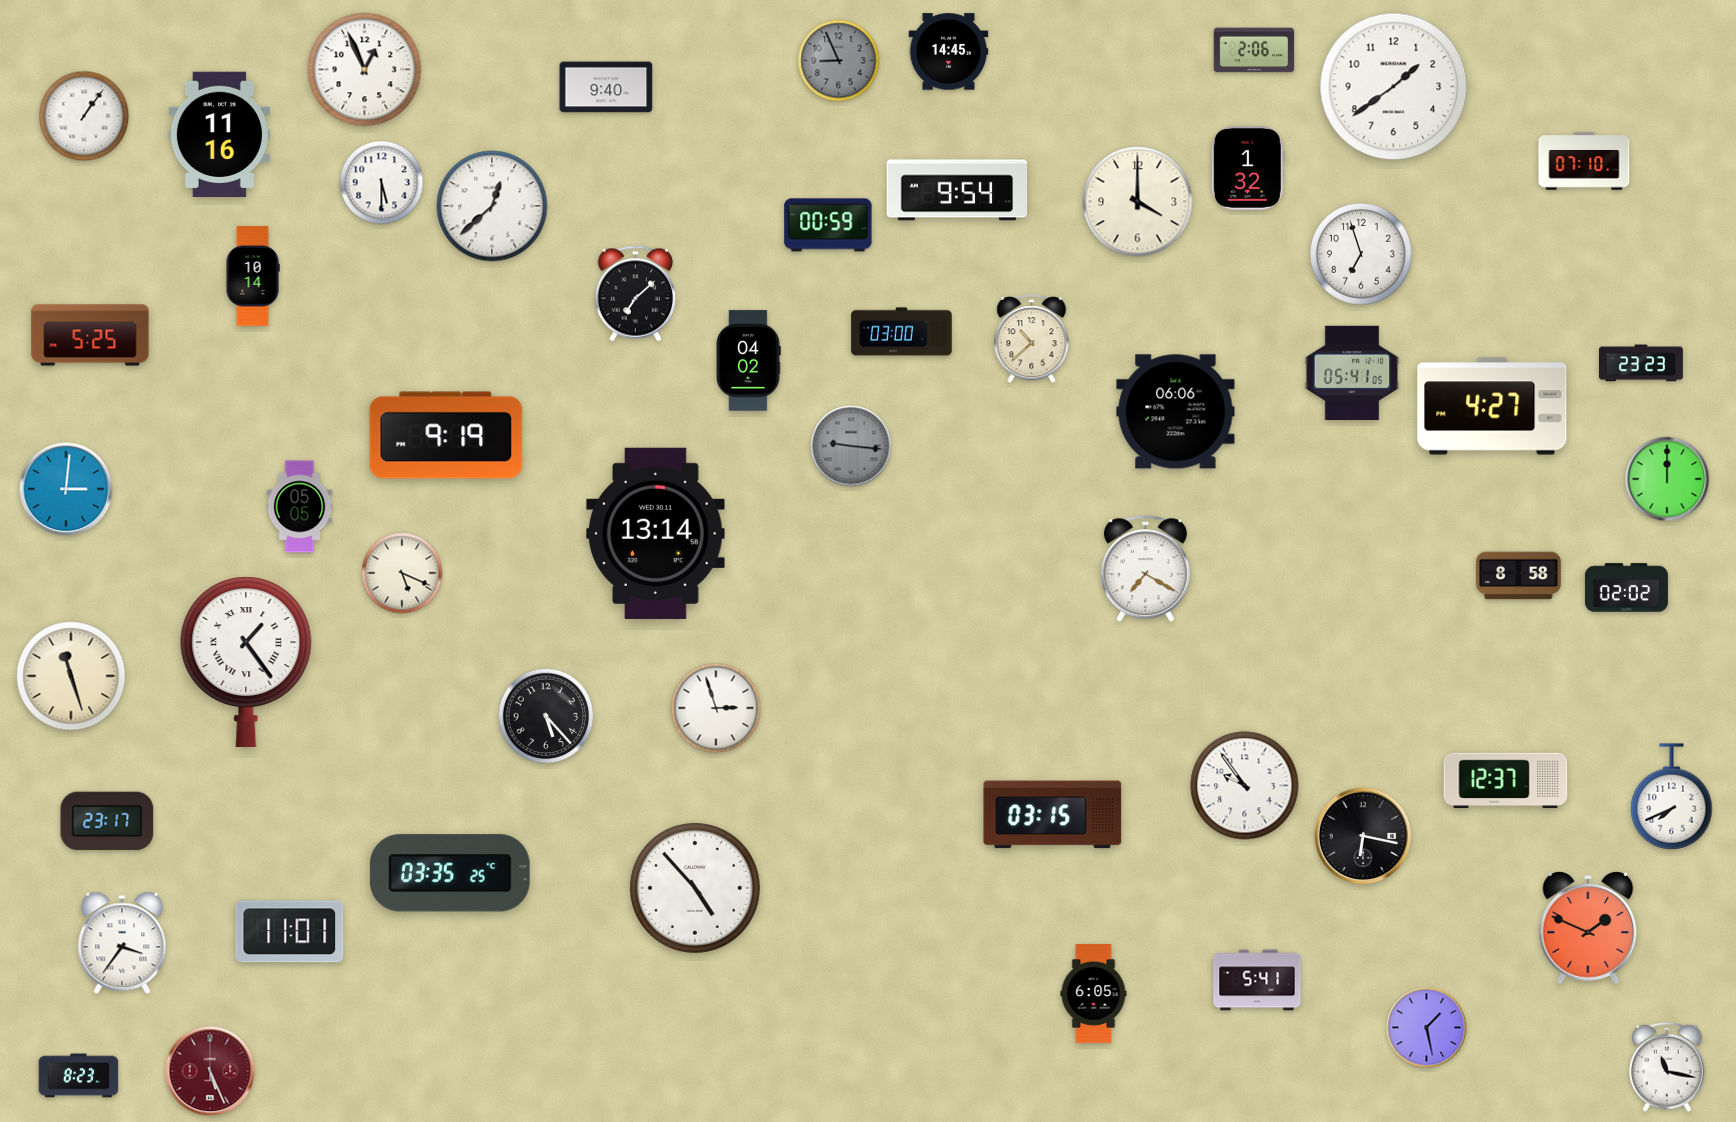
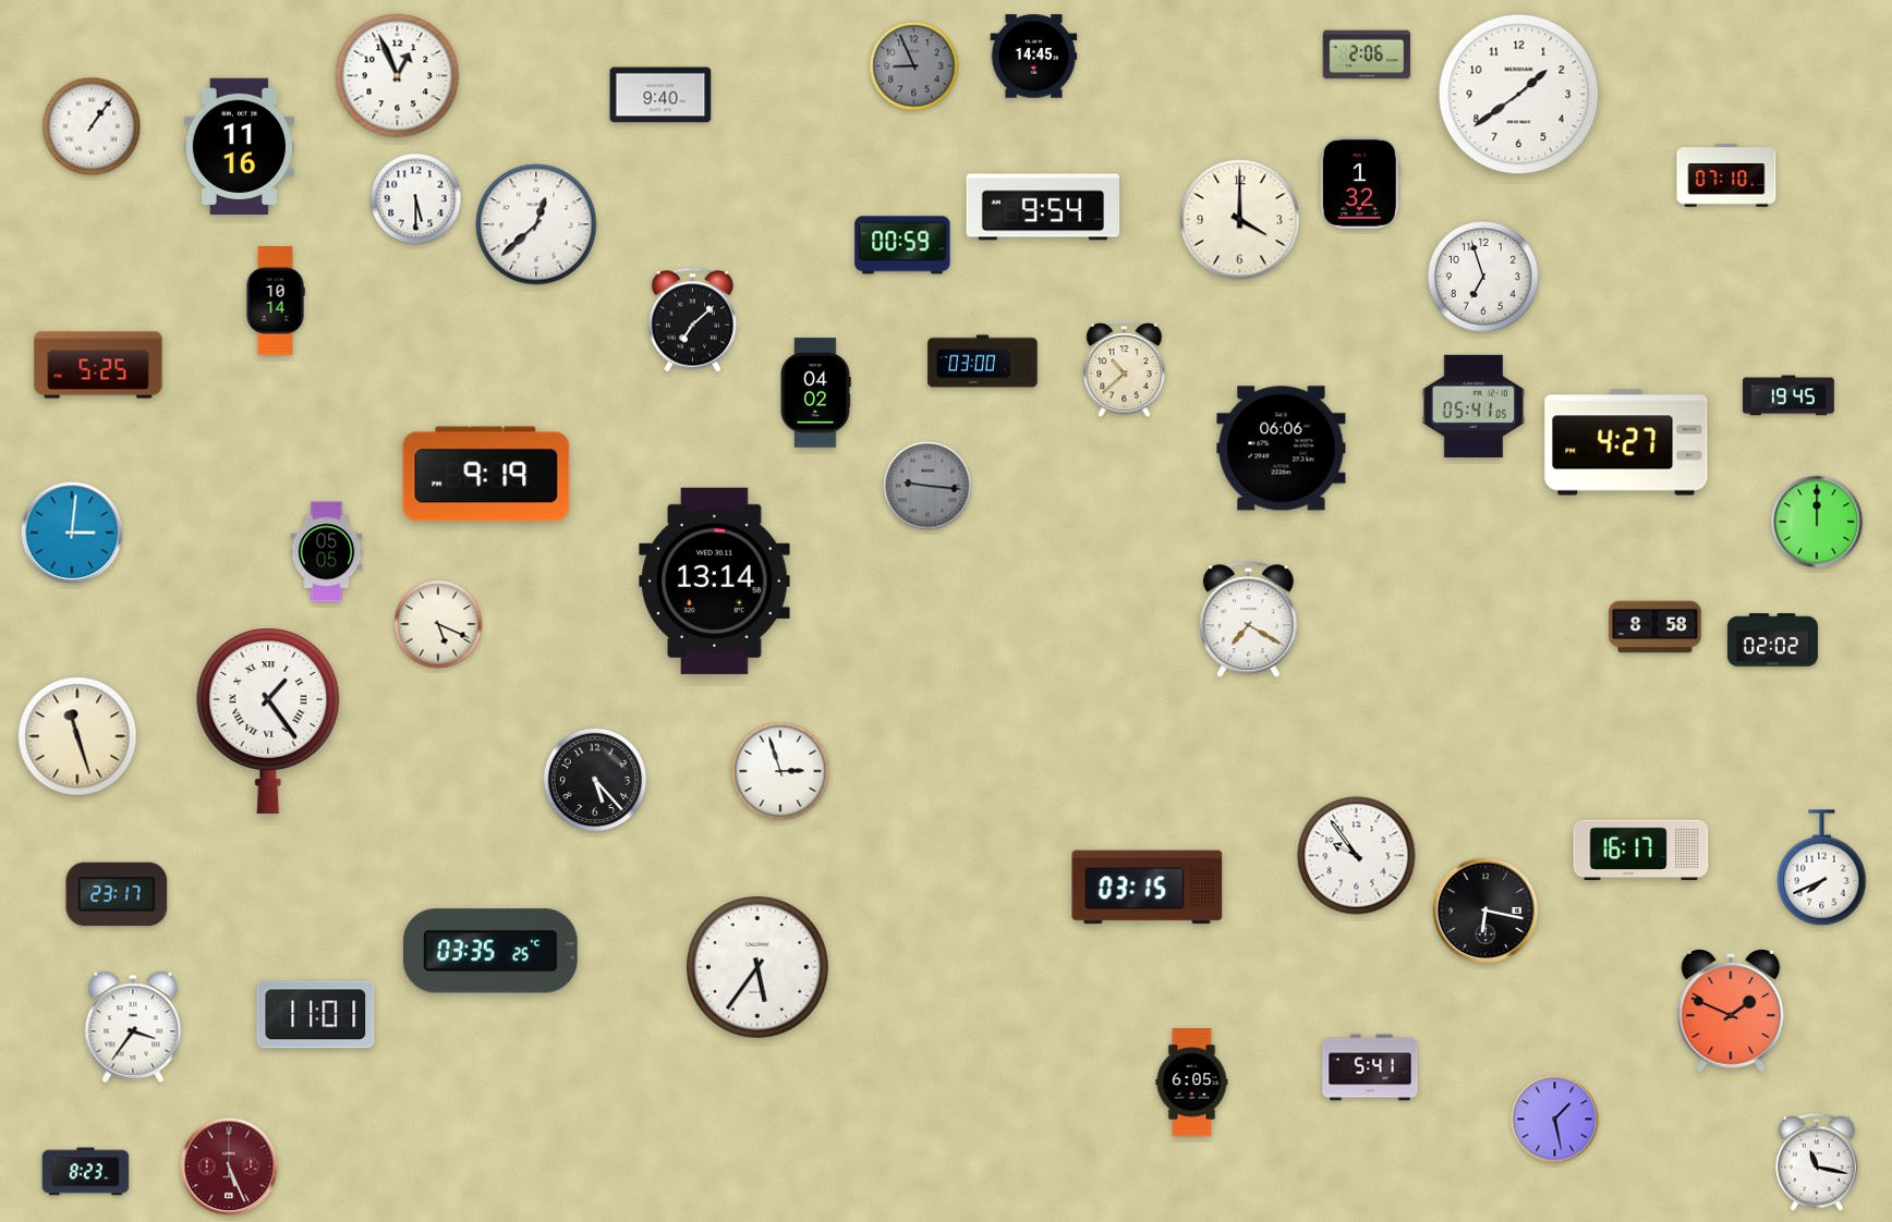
clock at (1642, 363): 23:23 -> 19:45
clock at (1506, 781): 12:37 -> 16:17
clock at (695, 888): 4:53 -> 5:36
